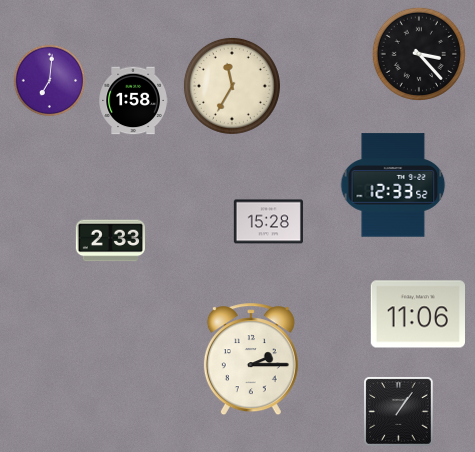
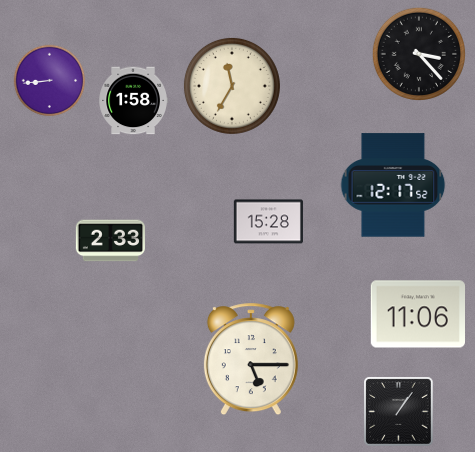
clock at (50, 81): 7:01 -> 8:44
clock at (393, 185): 12:33 -> 12:17
clock at (251, 360): 2:15 -> 5:15
